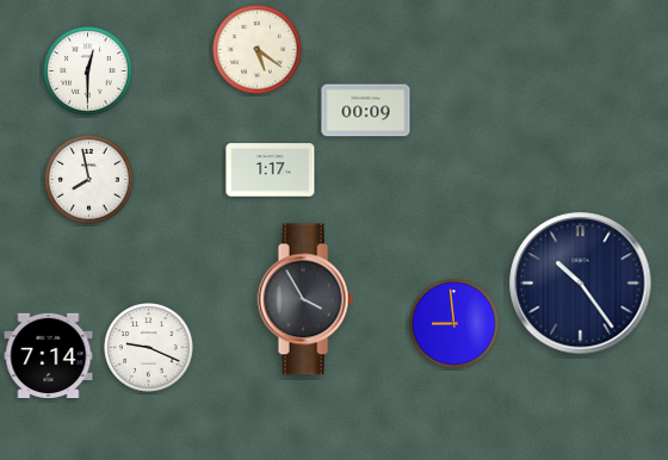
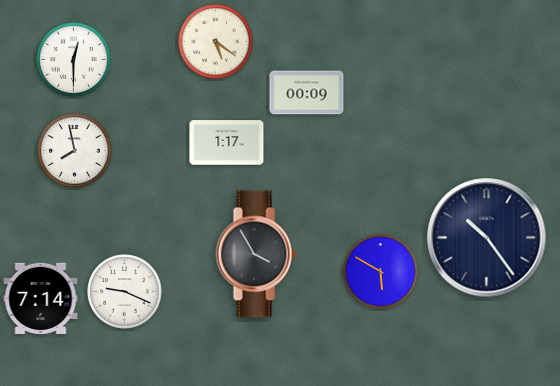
clock at (305, 299) position: (305, 299) -> (256, 254)
clock at (454, 324): 8:59 -> 5:50
